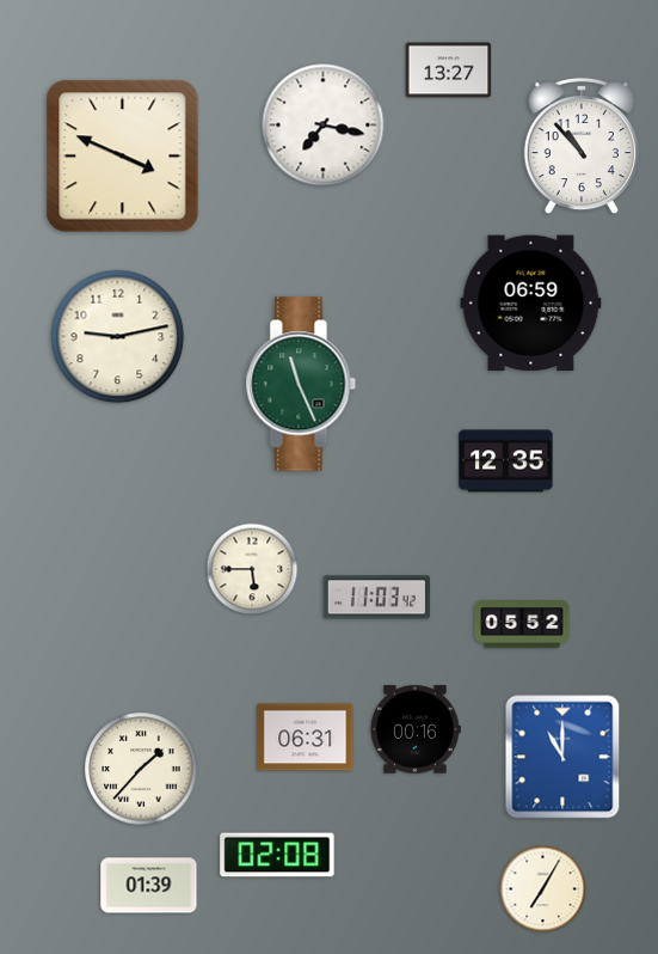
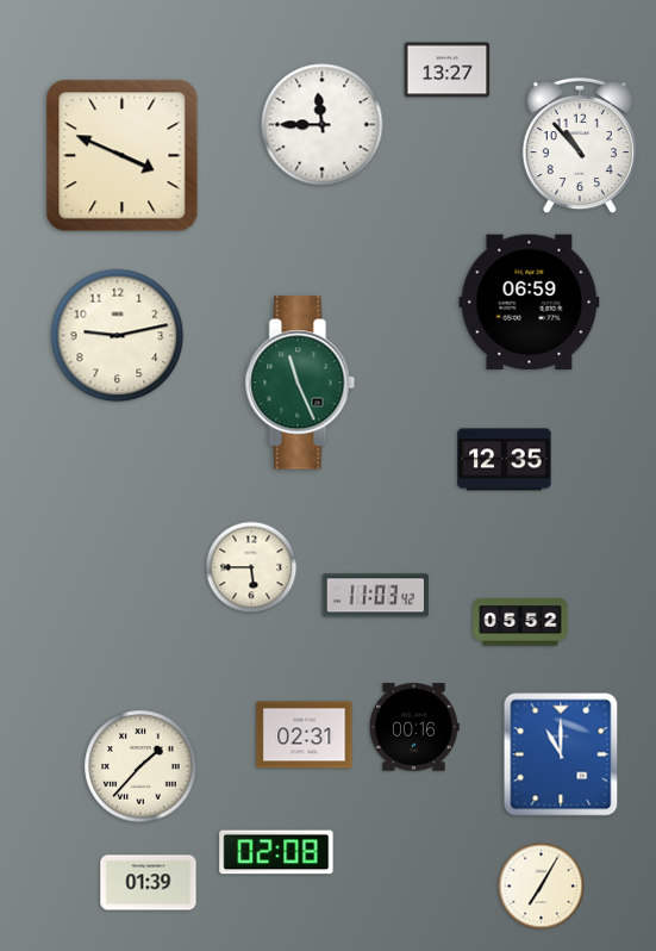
clock at (324, 126): 7:17 -> 11:45
clock at (306, 738): 06:31 -> 02:31
